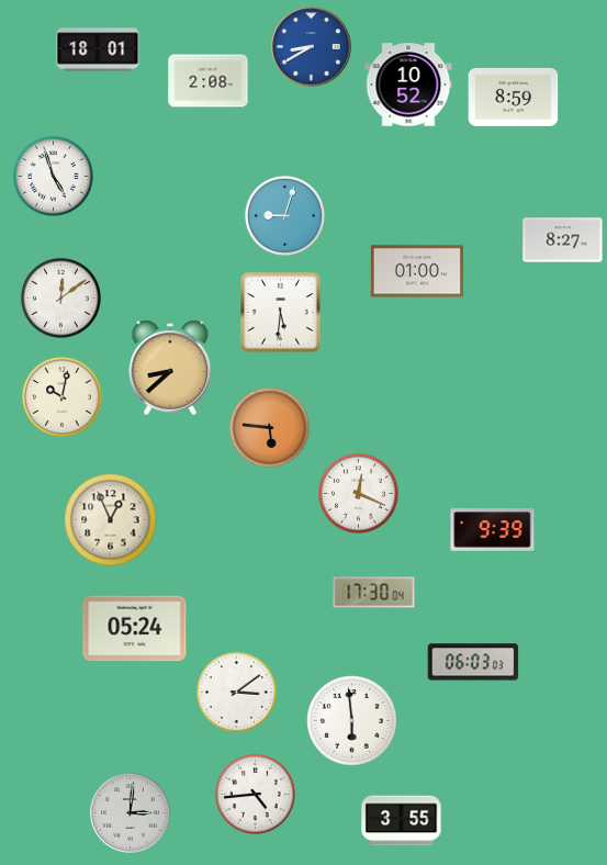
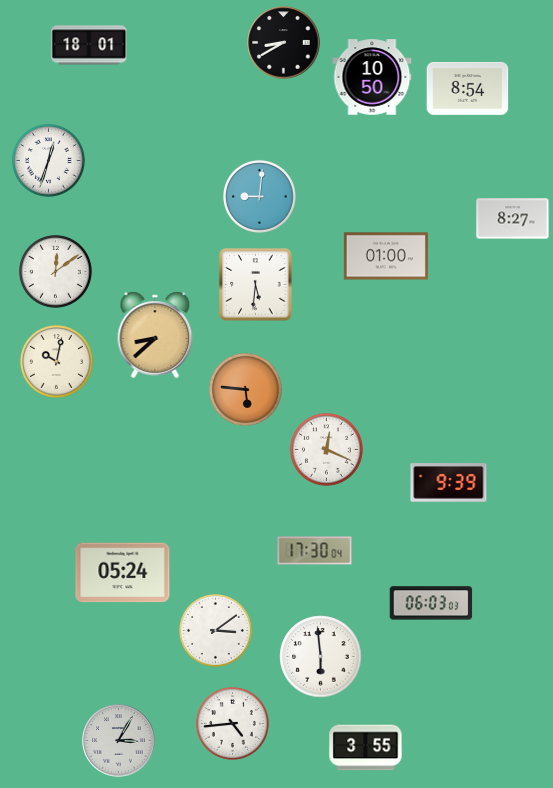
clock at (312, 47) dial: blue -> black
clock at (209, 81): 2:08 -> none
clock at (408, 85): 10:52 -> 10:50
clock at (514, 97): 8:59 -> 8:54
clock at (53, 176): 4:57 -> 12:33
clock at (284, 215): 9:03 -> 9:01
clock at (417, 271) position: (417, 271) -> (386, 256)
clock at (111, 520): 12:56 -> none
clock at (374, 593) position: (374, 593) -> (315, 551)
clock at (131, 813): 3:01 -> 3:05
